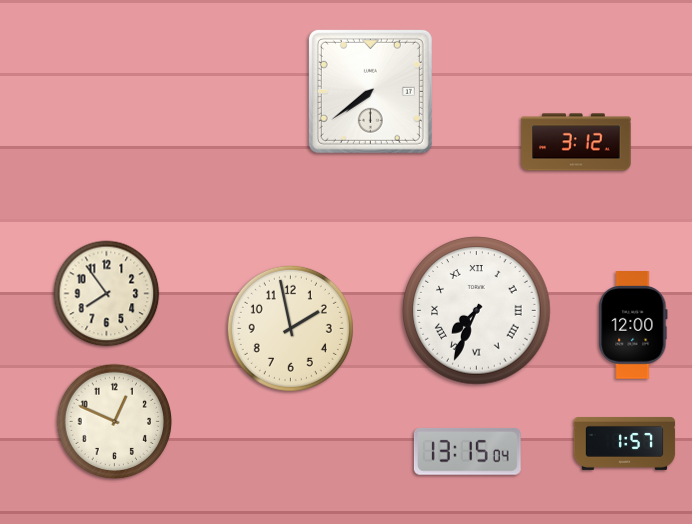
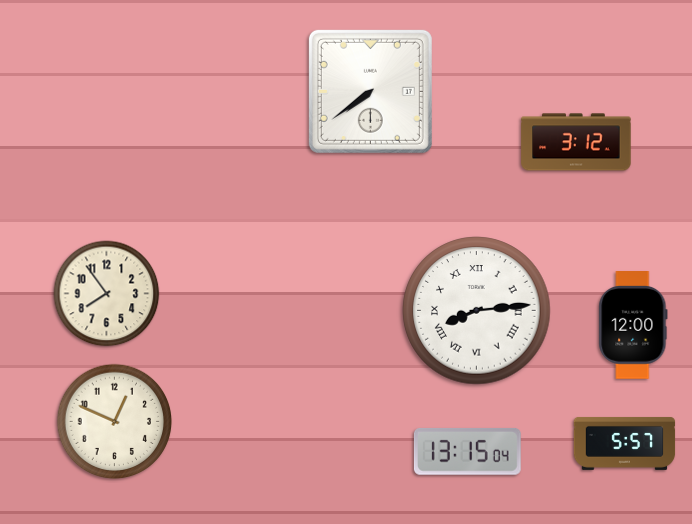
clock at (477, 311): 7:34 -> 8:14
clock at (290, 328): 1:58 -> none
clock at (625, 443): 1:57 -> 5:57
